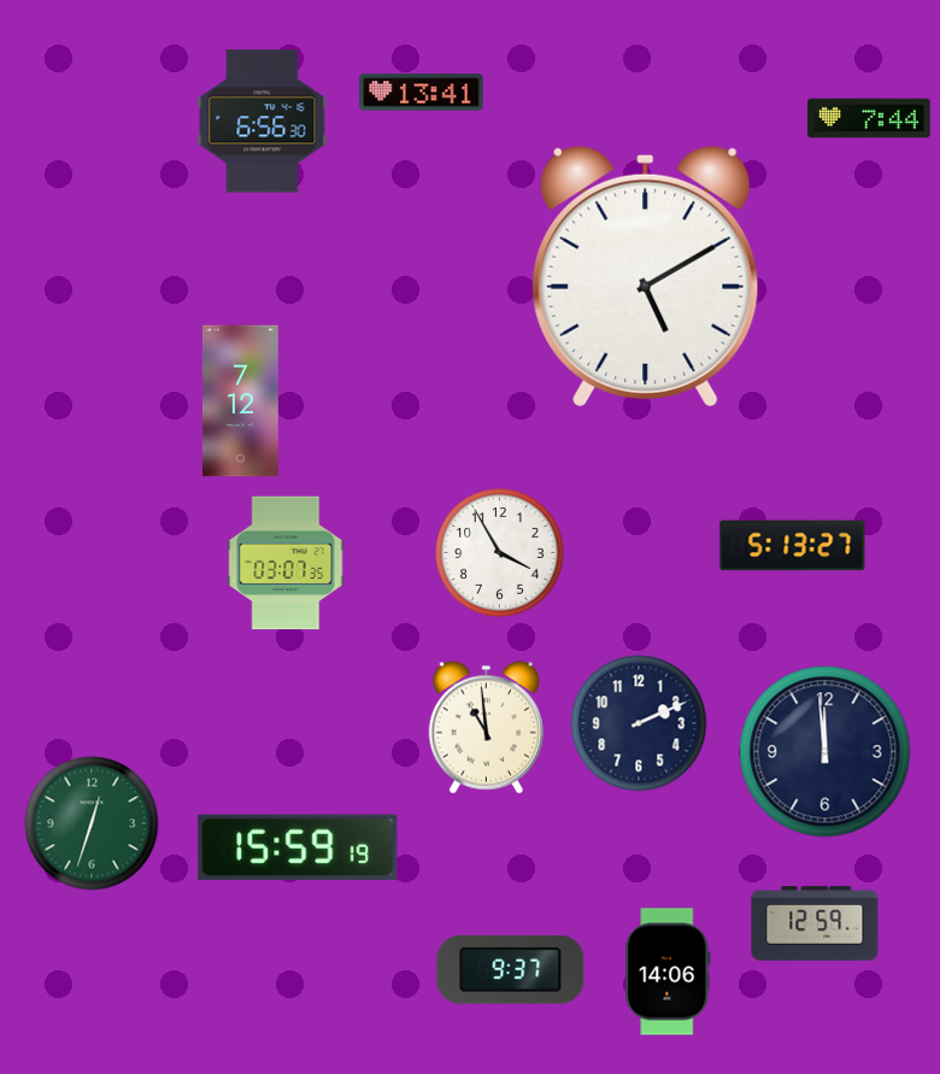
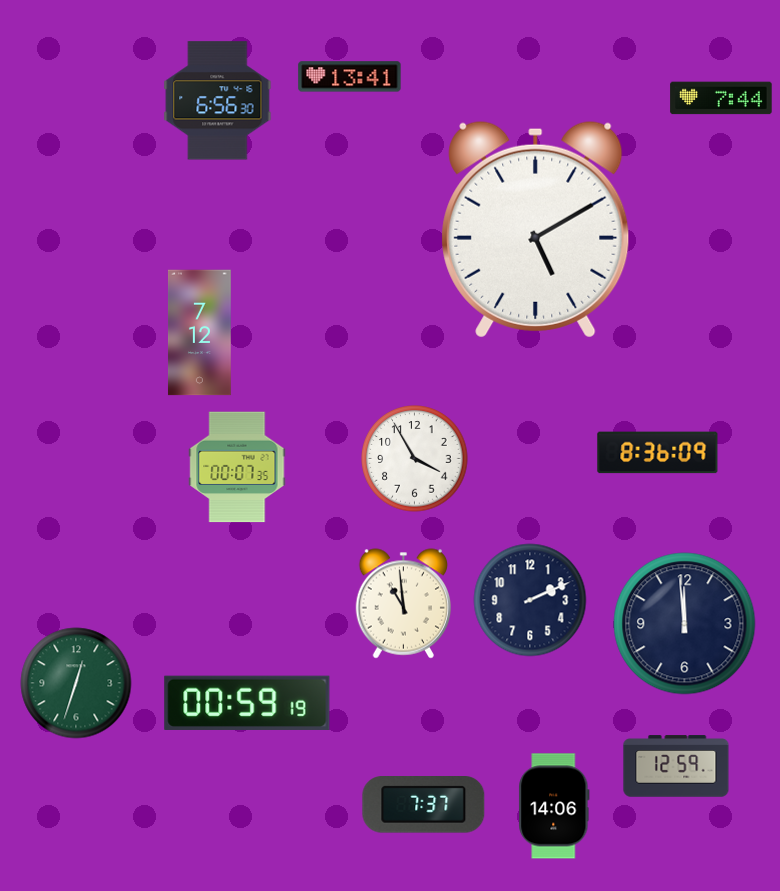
clock at (793, 546): 5:13 -> 8:36
clock at (286, 563): 03:07 -> 00:07
clock at (298, 847): 15:59 -> 00:59
clock at (511, 970): 9:37 -> 7:37
